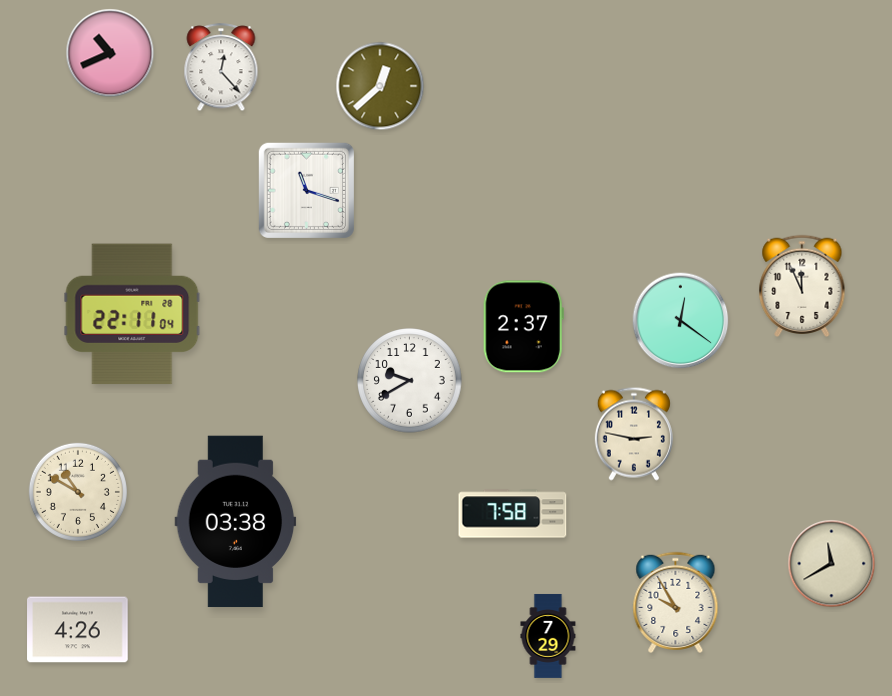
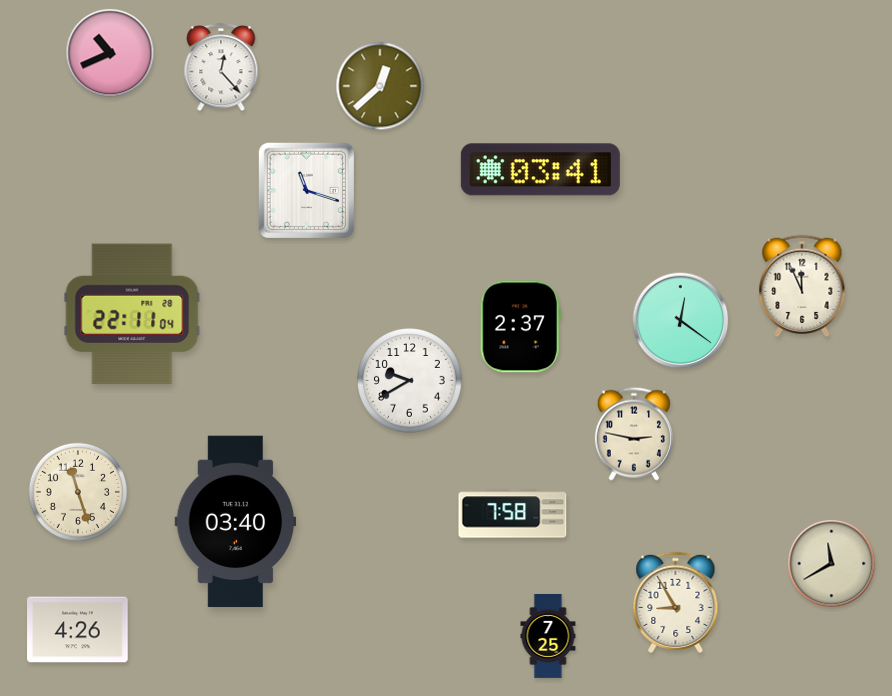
clock at (540, 170): none -> 03:41
clock at (523, 327) position: (523, 327) -> (520, 327)
clock at (78, 492): 10:50 -> 11:27
clock at (236, 522): 03:38 -> 03:40
clock at (676, 602): 9:55 -> 8:55
clock at (548, 636): 7:29 -> 7:25
